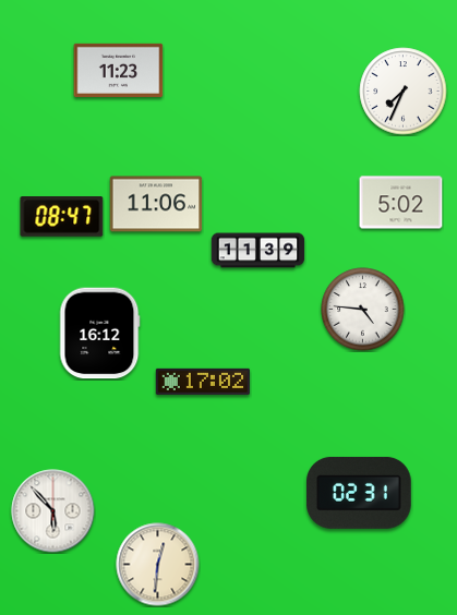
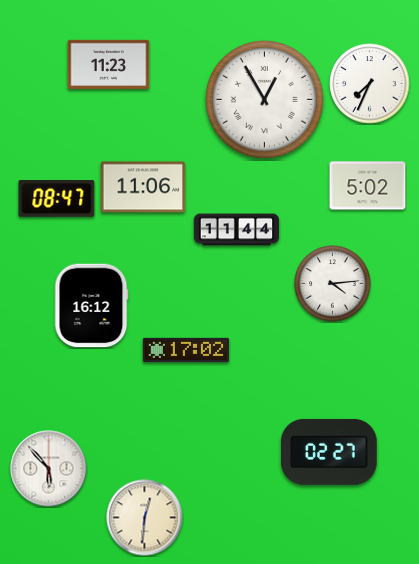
clock at (264, 99): none -> 12:55
clock at (258, 251): 11:39 -> 11:44
clock at (363, 310): 4:46 -> 4:14
clock at (360, 493): 02:31 -> 02:27
